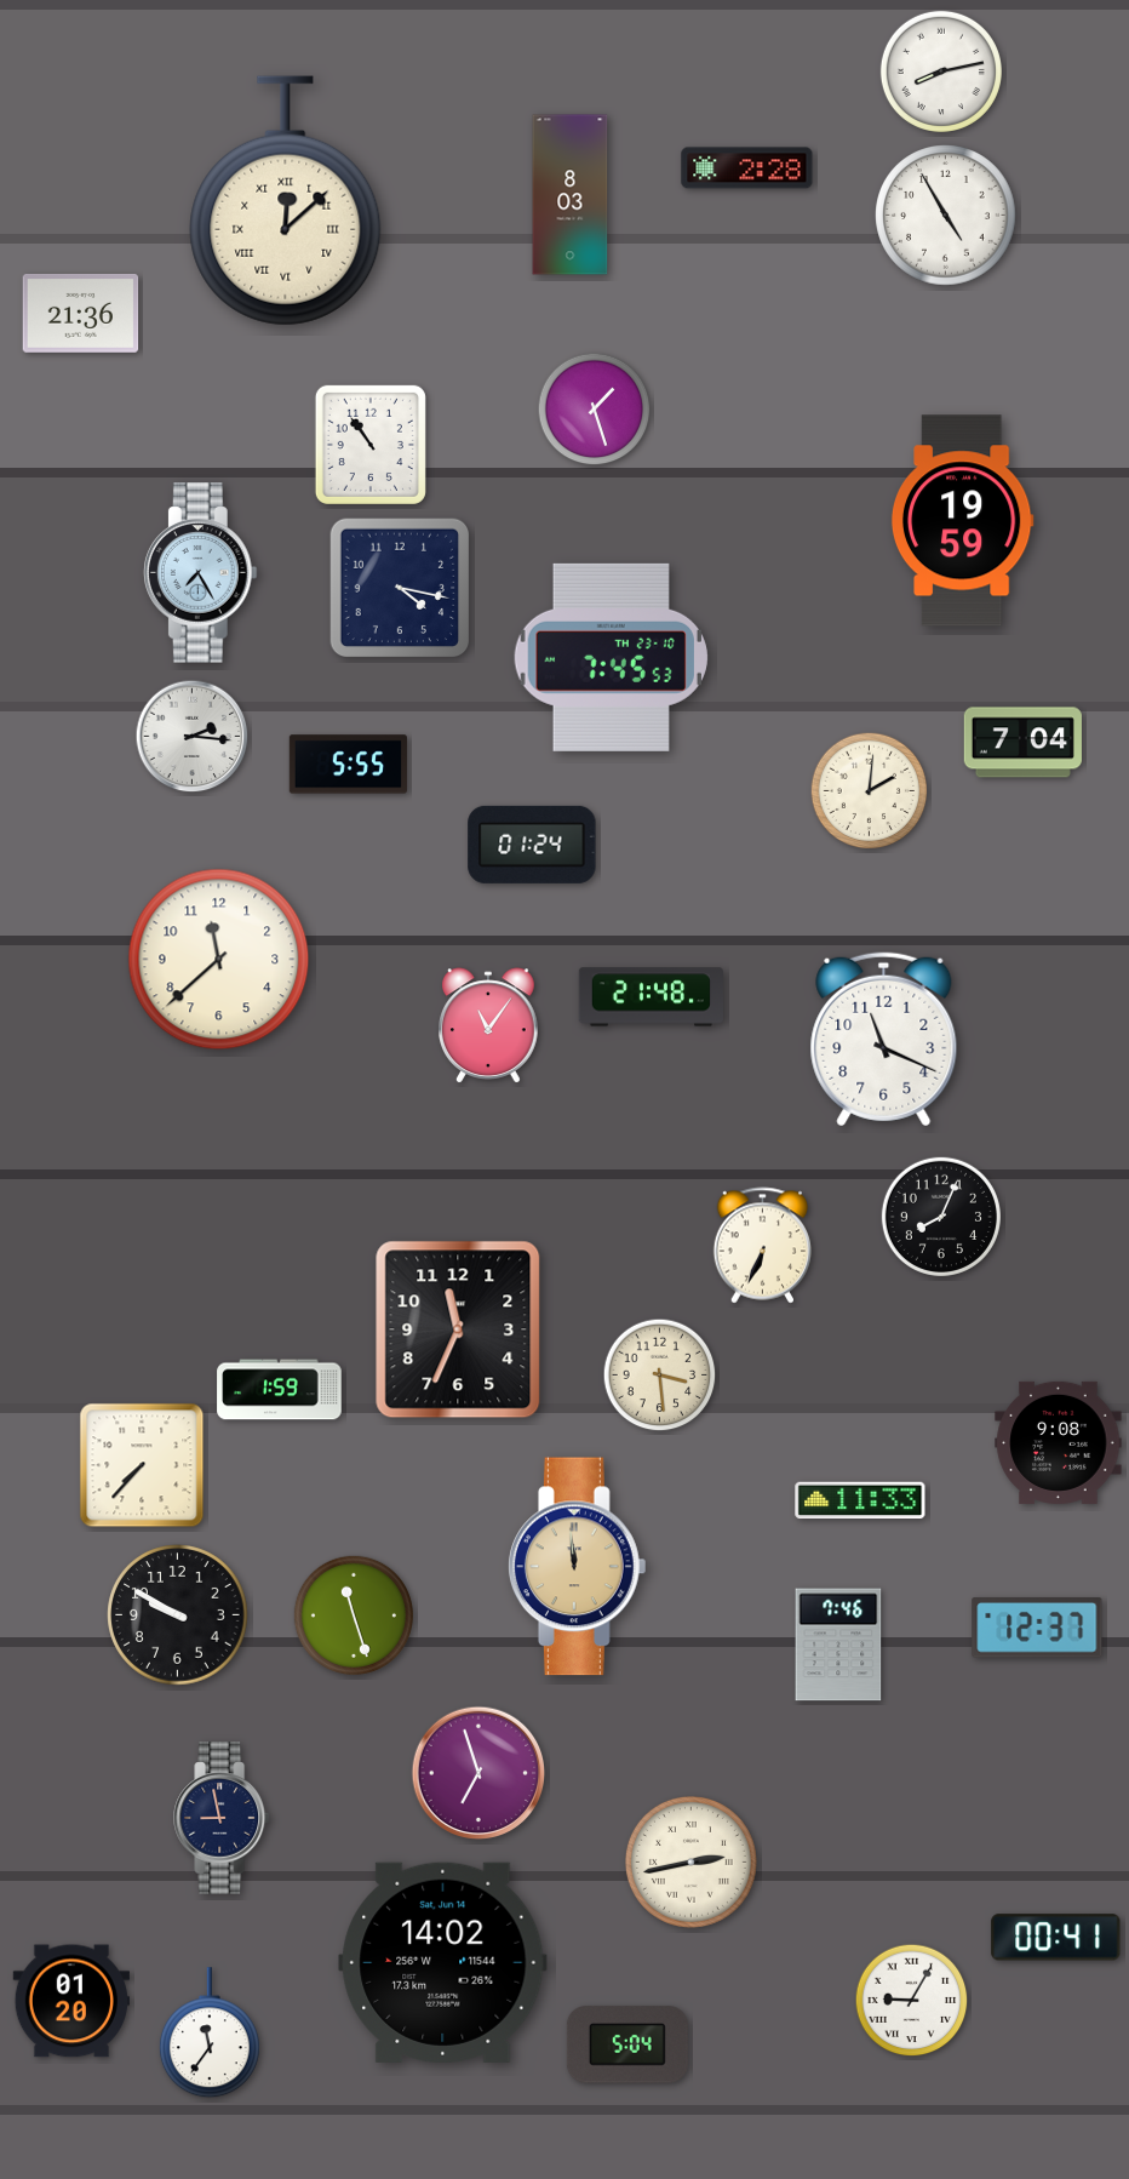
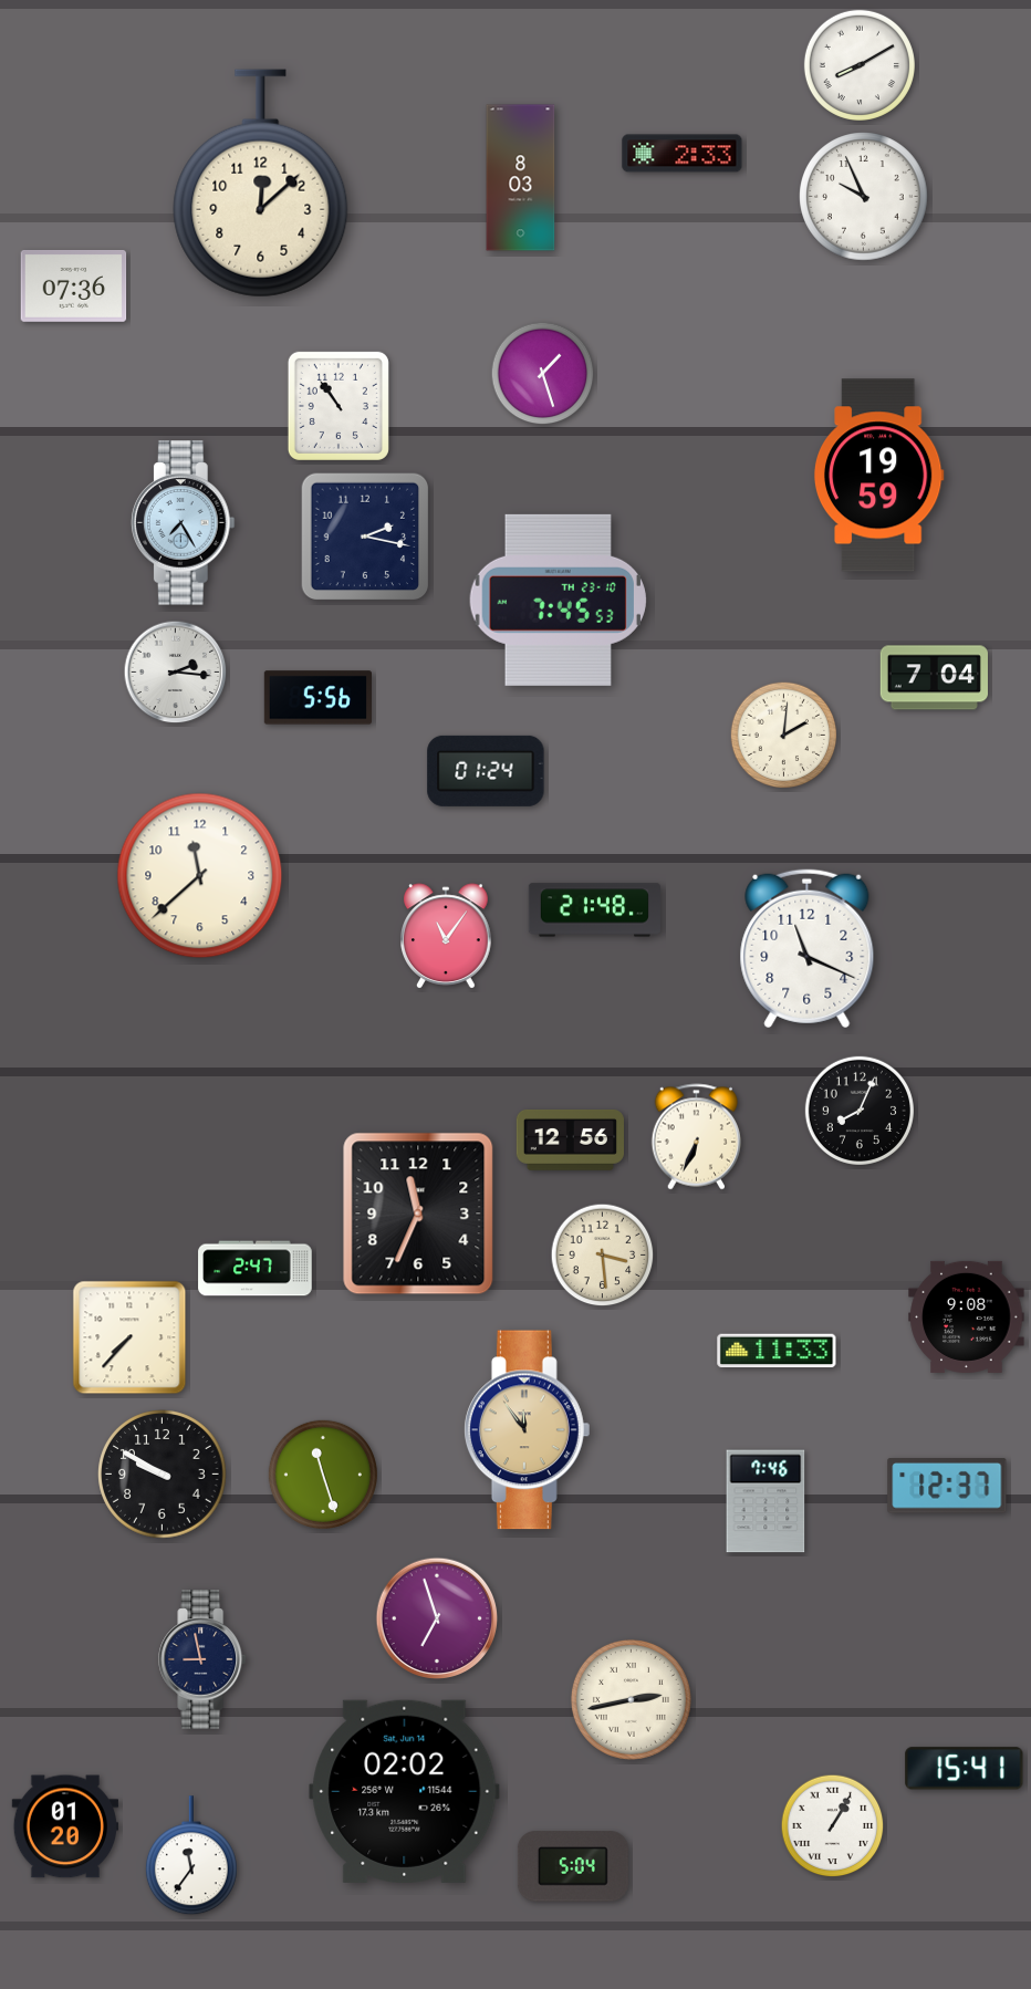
clock at (941, 72): 8:13 -> 8:10
clock at (747, 168): 2:28 -> 2:33
clock at (286, 201) numerals: Roman -> Arabic
clock at (946, 216): 4:55 -> 9:56
clock at (81, 314): 21:36 -> 07:36
clock at (400, 588): 4:17 -> 2:17
clock at (348, 765): 5:55 -> 5:56
clock at (870, 791) position: (870, 791) -> (784, 736)
clock at (570, 1139): none -> 12:56
clock at (280, 1390): 1:59 -> 2:47
clock at (860, 1500) position: (860, 1500) -> (777, 1351)
clock at (577, 1567): 11:59 -> 11:54
clock at (1056, 1938): 00:41 -> 15:41
clock at (443, 1962): 14:02 -> 02:02
clock at (912, 2001): 9:05 -> 1:05
